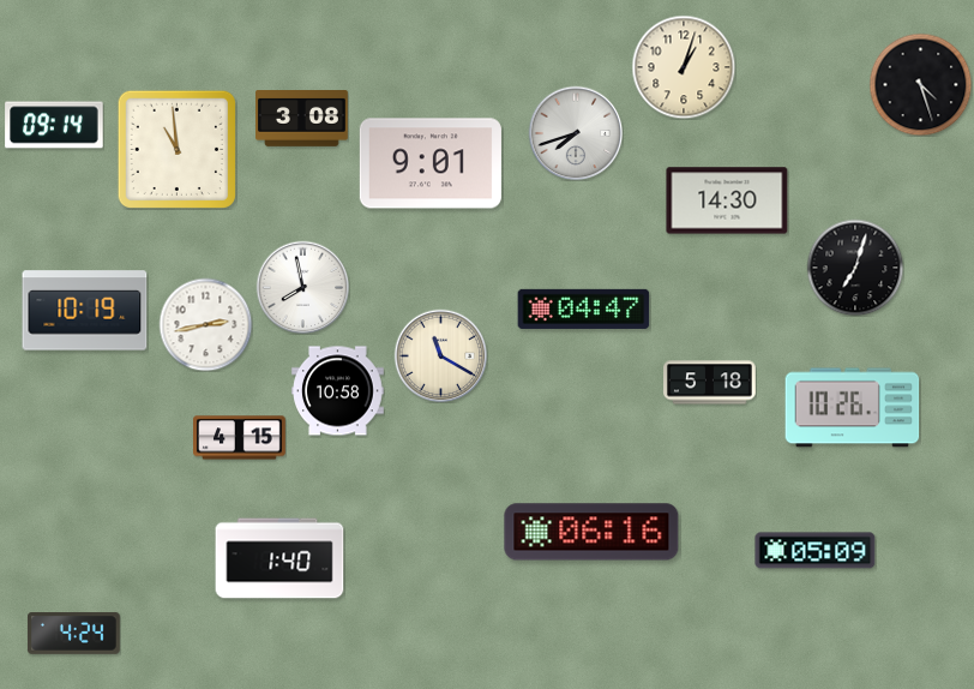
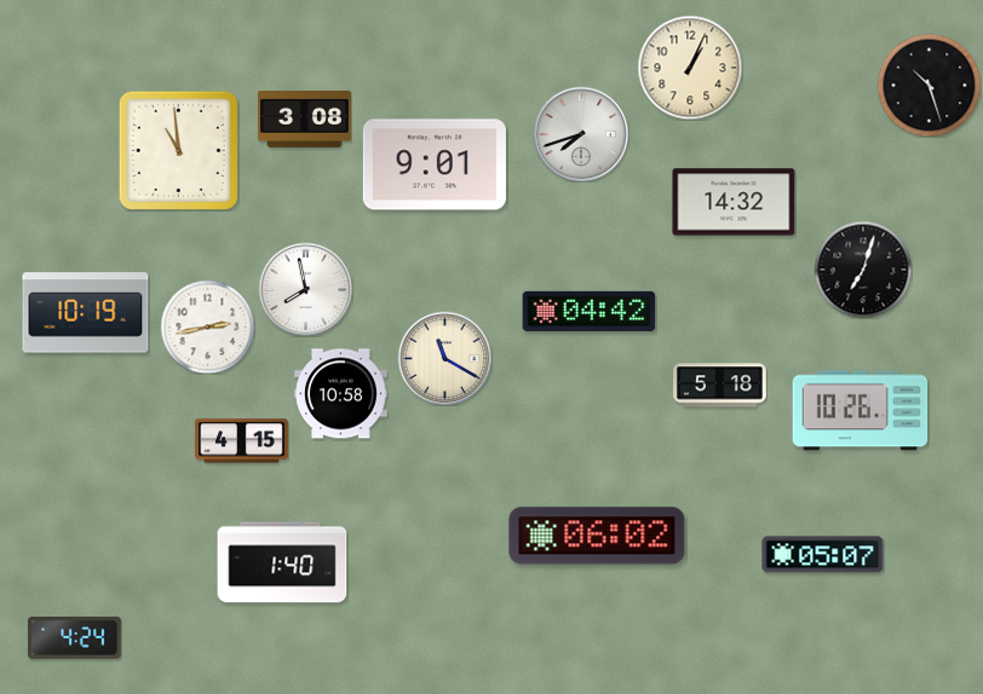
clock at (684, 67): 1:03 -> 1:04
clock at (920, 84): 4:27 -> 10:27
clock at (54, 125): 09:14 -> none
clock at (727, 200): 14:30 -> 14:32
clock at (584, 308): 04:47 -> 04:42
clock at (710, 383) position: (710, 383) -> (720, 386)
clock at (591, 532): 06:16 -> 06:02
clock at (816, 551): 05:09 -> 05:07
